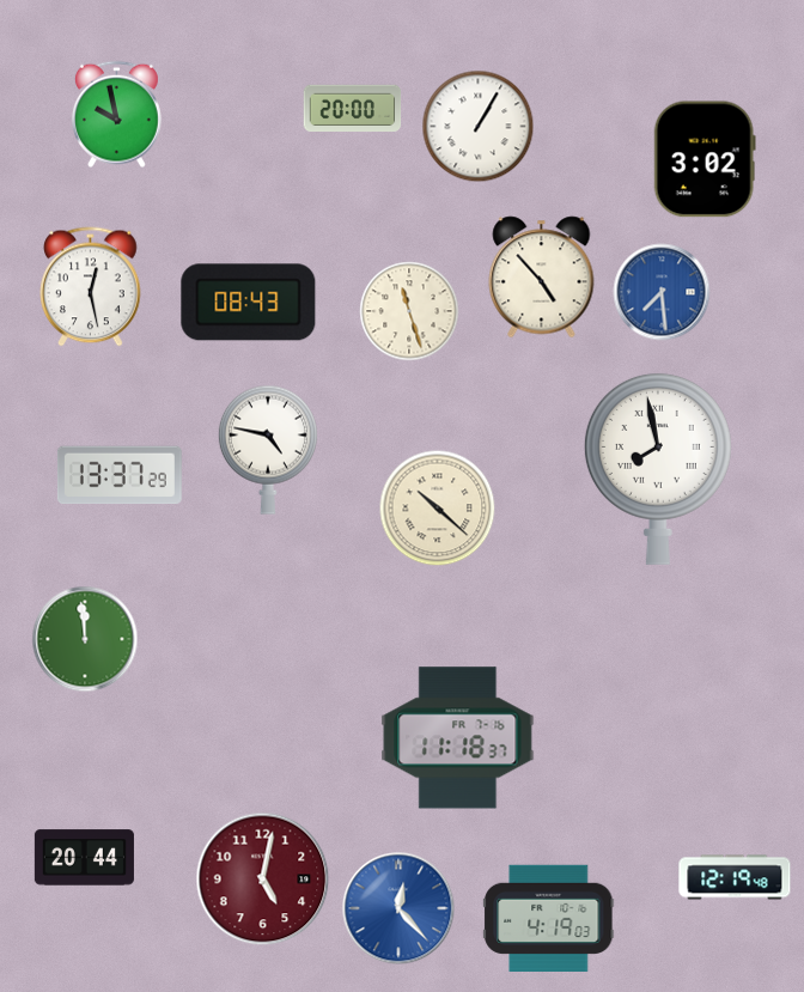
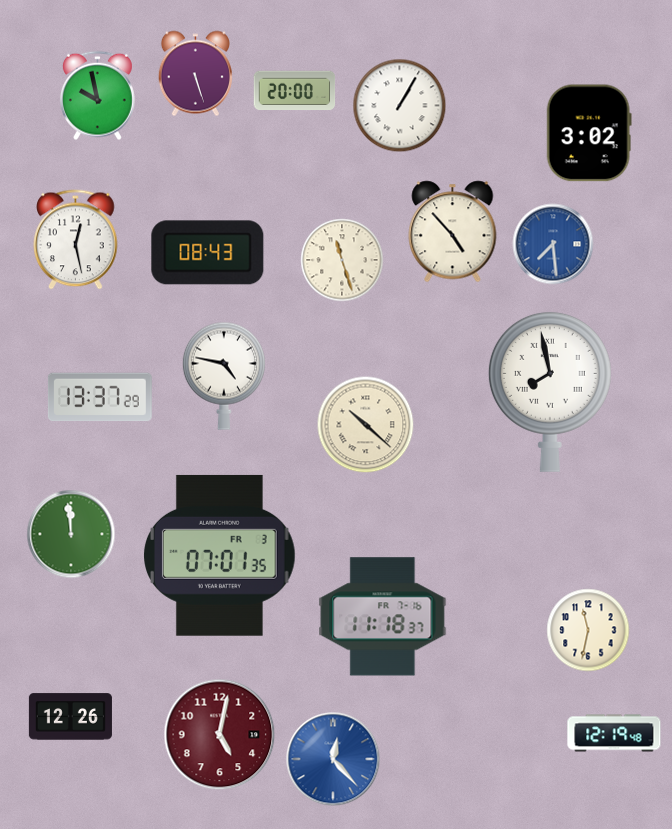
clock at (195, 74): none -> 5:27
clock at (220, 555): none -> 07:01
clock at (588, 630): none -> 11:32
clock at (84, 858): 20:44 -> 12:26
clock at (549, 918): 4:19 -> none
